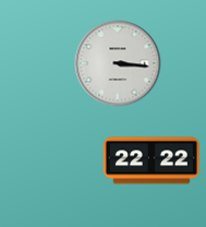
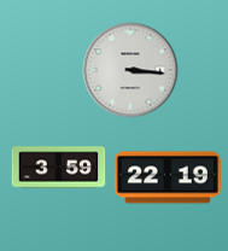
clock at (58, 168): none -> 3:59
clock at (152, 160): 22:22 -> 22:19
